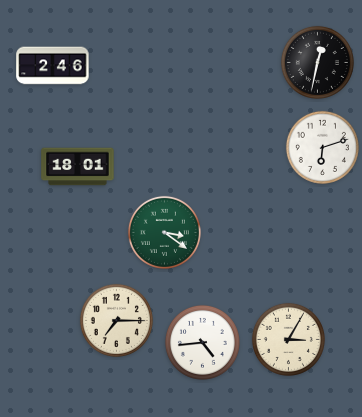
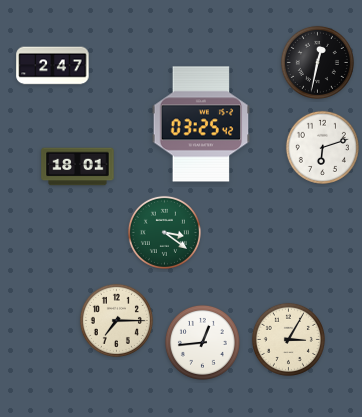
clock at (53, 66): 2:46 -> 2:47
clock at (201, 124): none -> 03:25
clock at (202, 342): 4:44 -> 12:44
